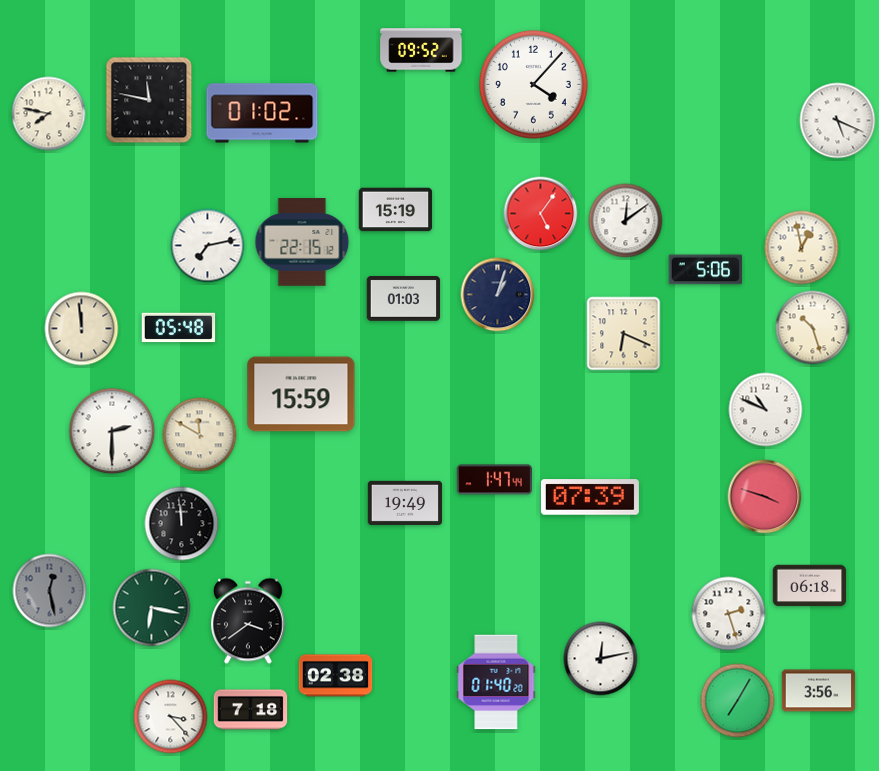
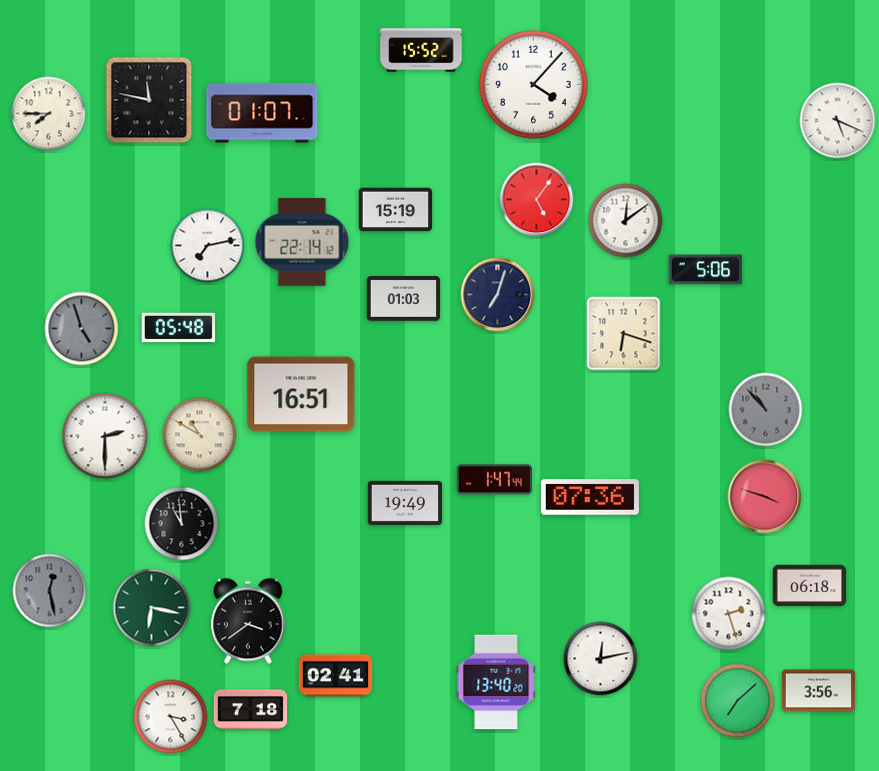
clock at (421, 50): 09:52 -> 15:52
clock at (262, 113): 01:02 -> 01:07
clock at (49, 114): 7:47 -> 7:45
clock at (541, 214) position: (541, 214) -> (537, 200)
clock at (302, 242): 22:15 -> 22:14
clock at (802, 248): 12:58 -> none
clock at (498, 295): 1:03 -> 7:03
clock at (813, 328): 10:27 -> none
clock at (82, 329): 11:59 -> 4:57
clock at (82, 329) dial: cream -> grey
clock at (624, 334): 6:19 -> 6:18
clock at (301, 394): 15:59 -> 16:51
clock at (766, 410): 10:49 -> 10:53
clock at (766, 410) dial: white -> grey
clock at (112, 431) position: (112, 431) -> (105, 436)
clock at (200, 435): 11:50 -> 10:50
clock at (590, 497): 07:39 -> 07:36
clock at (182, 524): 11:59 -> 10:59
clock at (336, 676): 02:38 -> 02:41
clock at (496, 682): 01:40 -> 13:40
clock at (738, 701): 7:05 -> 7:08
clock at (171, 717): 3:23 -> 3:25
